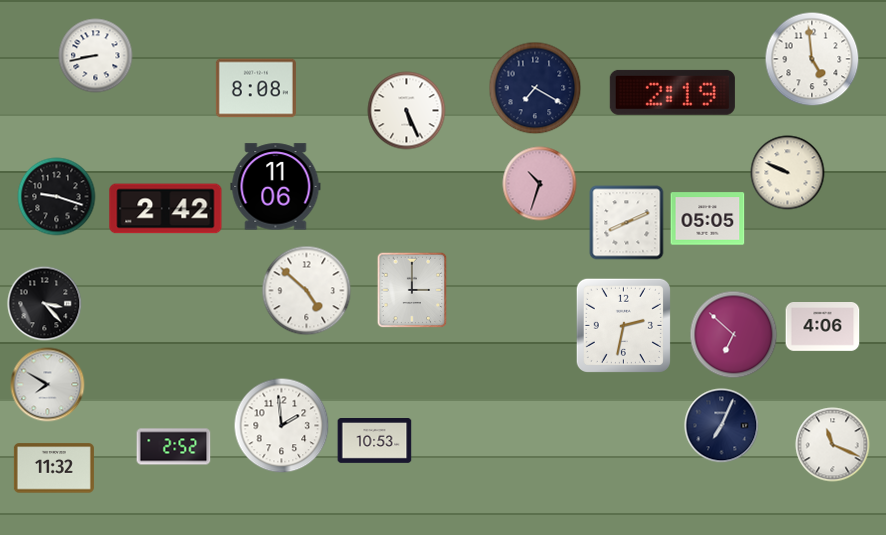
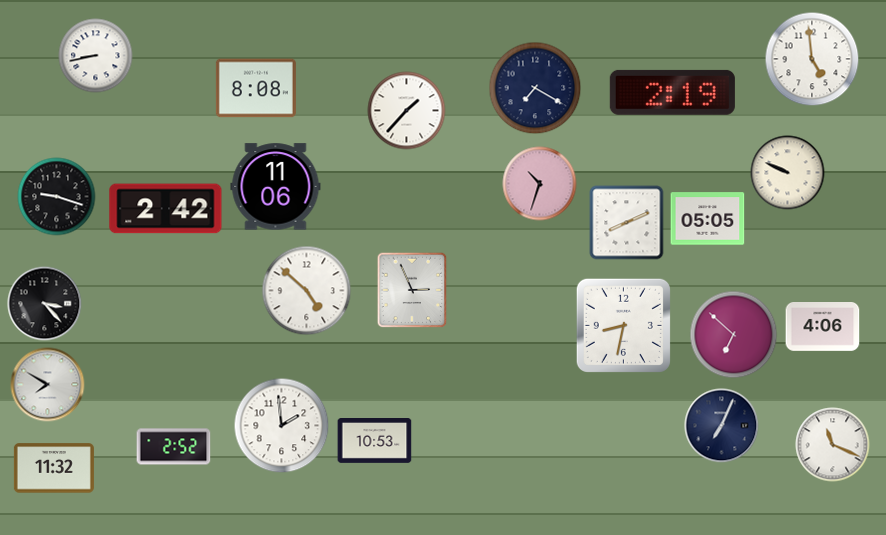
clock at (407, 111): 5:26 -> 1:37
clock at (412, 290): 3:00 -> 2:56
clock at (623, 325): 2:32 -> 8:32
